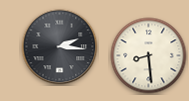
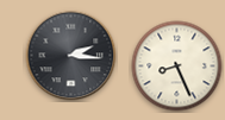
clock at (149, 56): 8:29 -> 8:26
